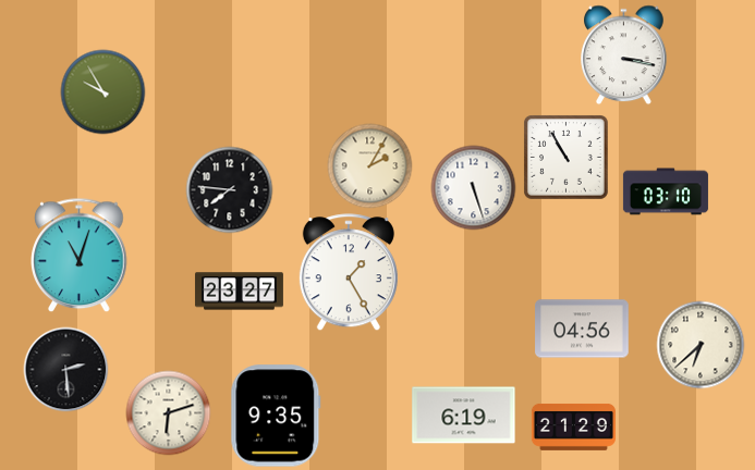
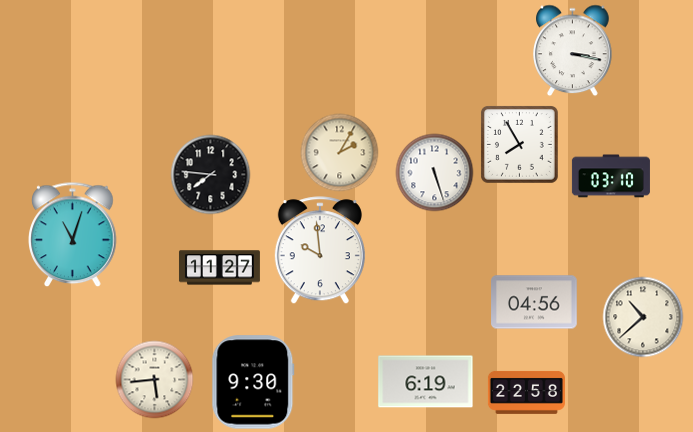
clock at (102, 91): 9:55 -> none
clock at (567, 158): 10:55 -> 7:55
clock at (349, 272): 1:25 -> 9:59
clock at (239, 292): 23:27 -> 11:27
clock at (701, 345): 6:38 -> 10:38
clock at (65, 369): 2:29 -> none
clock at (168, 412): 6:12 -> 5:44
clock at (276, 416): 9:35 -> 9:30
clock at (573, 426): 21:29 -> 22:58
